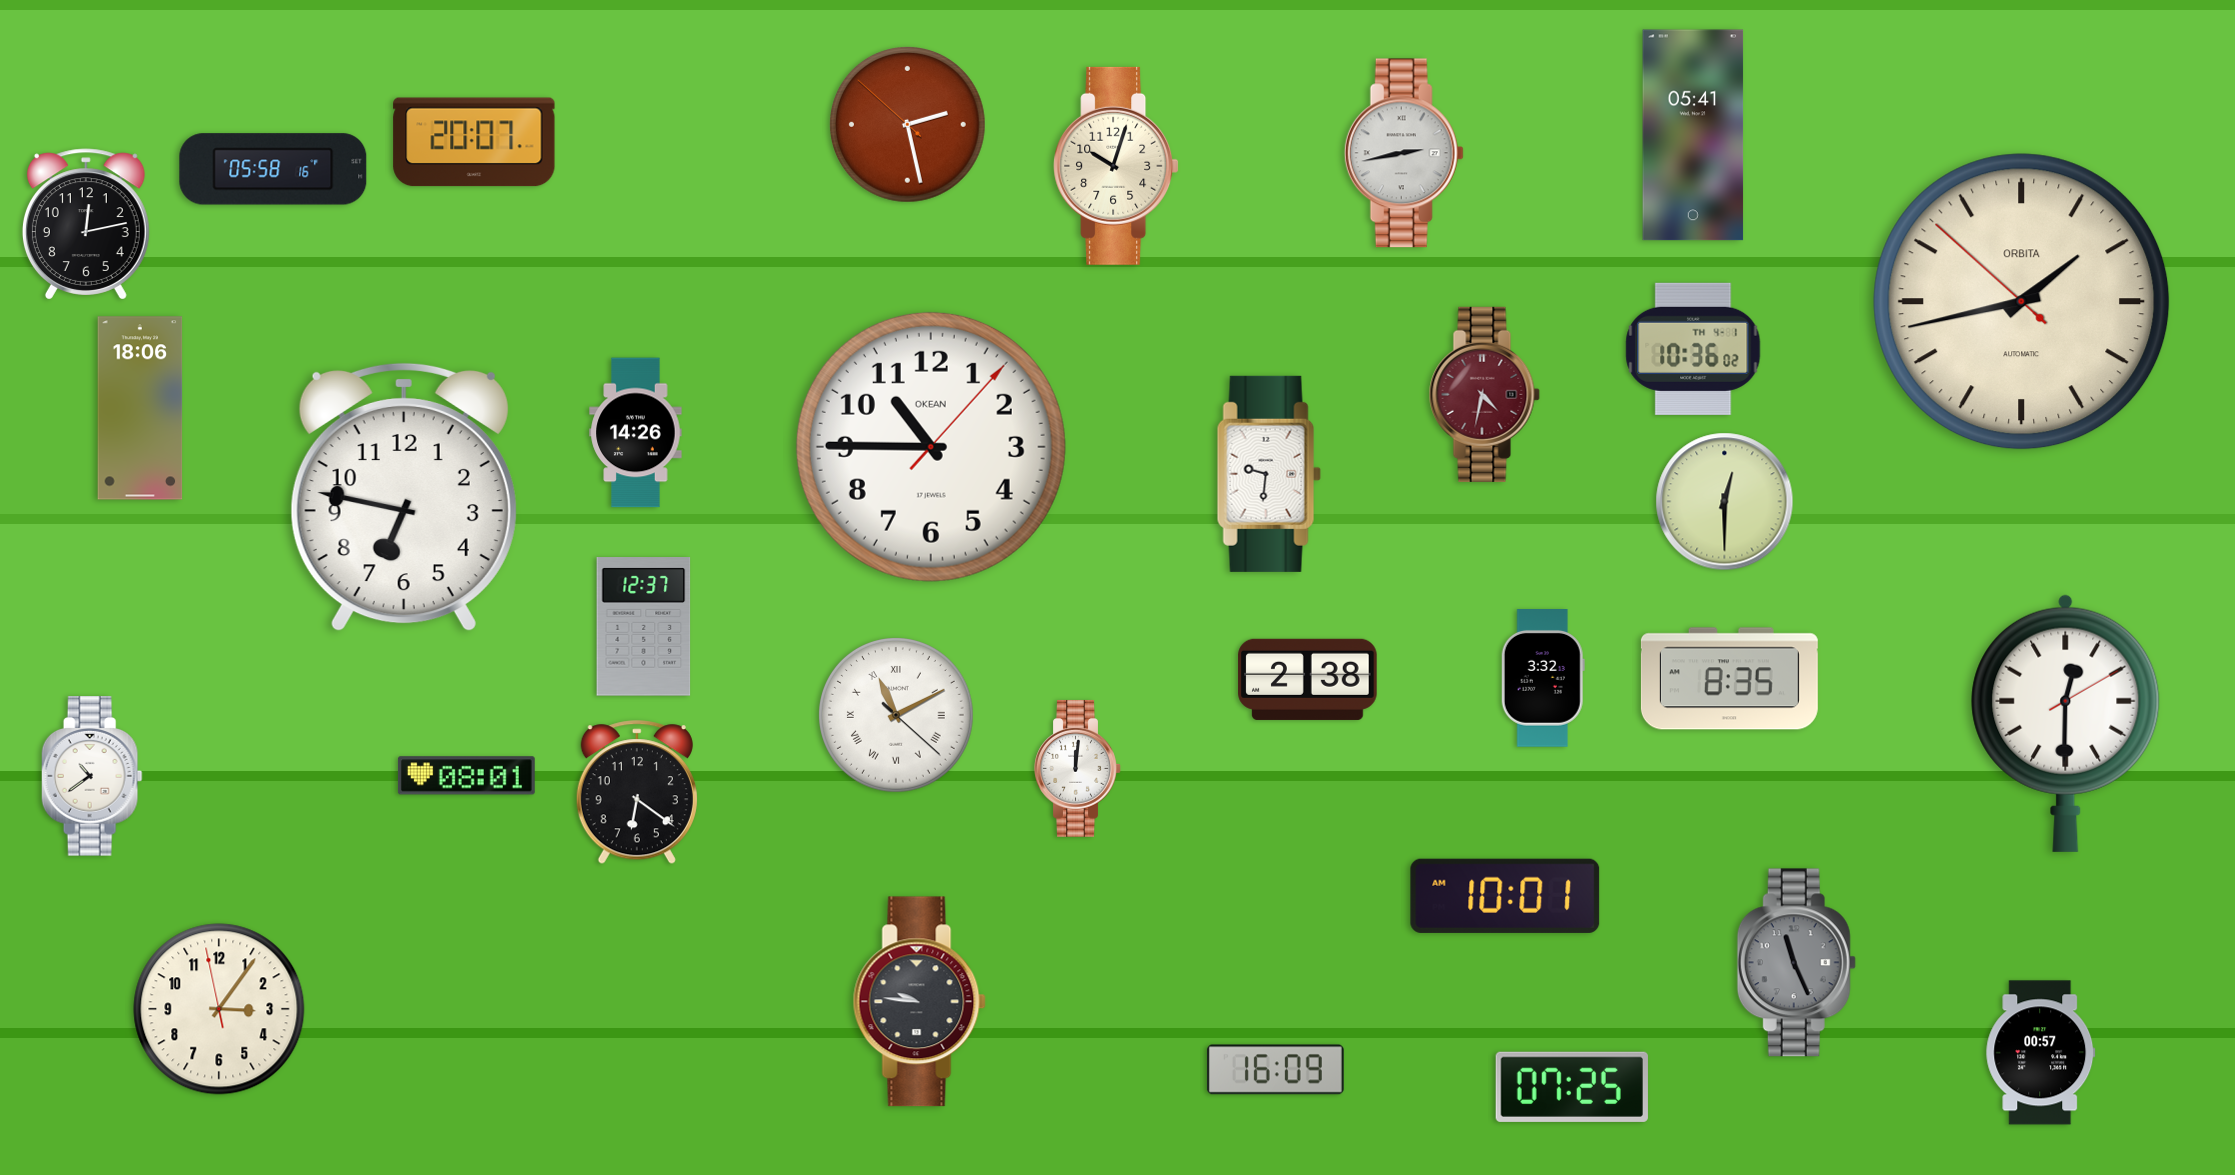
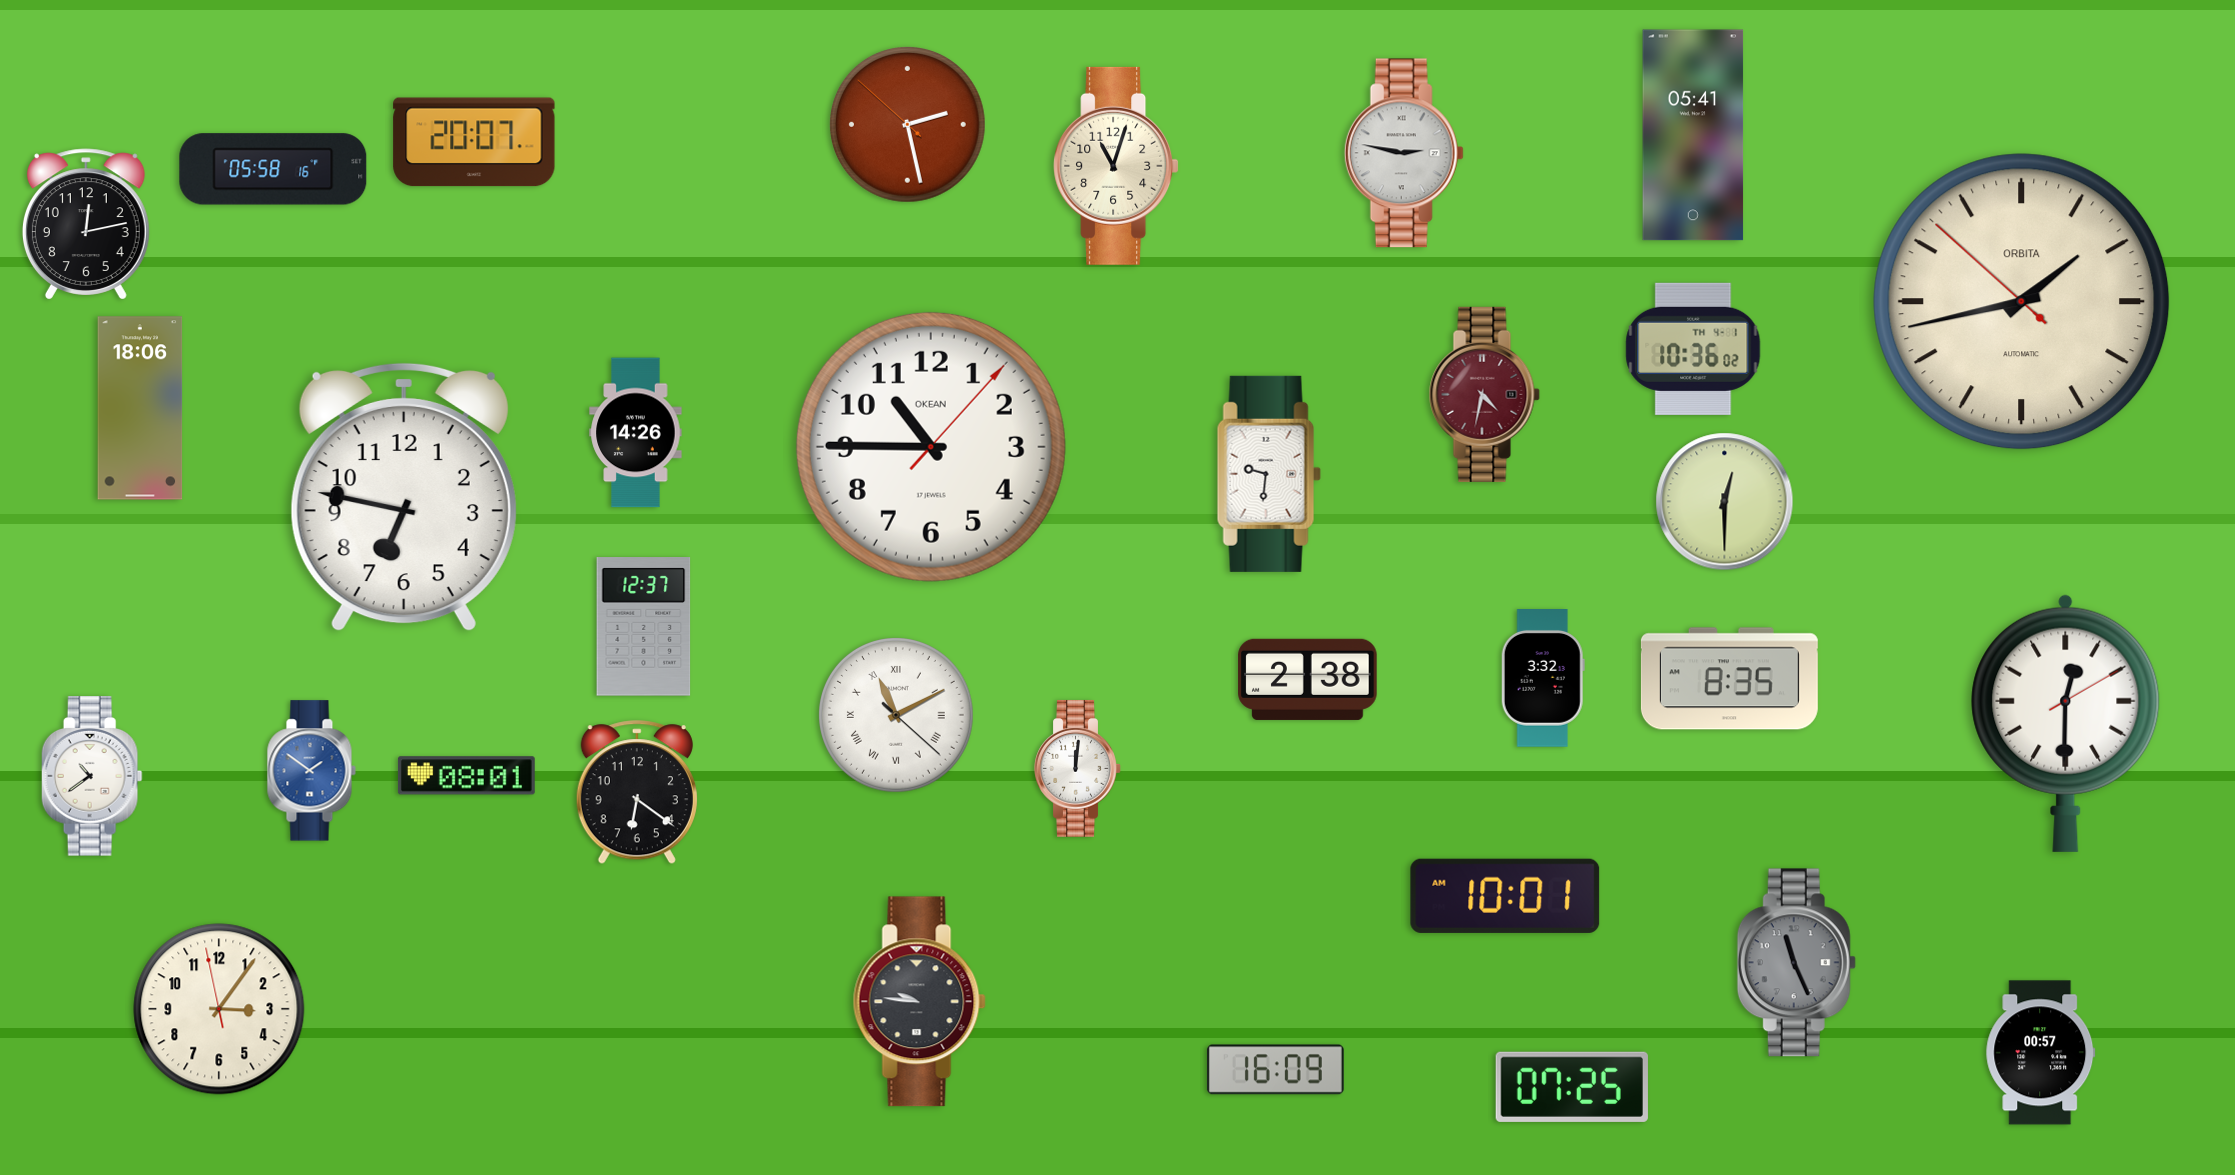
clock at (1404, 153): 2:43 -> 2:47
clock at (1116, 166): 10:03 -> 11:03
clock at (311, 771): none -> 1:51
